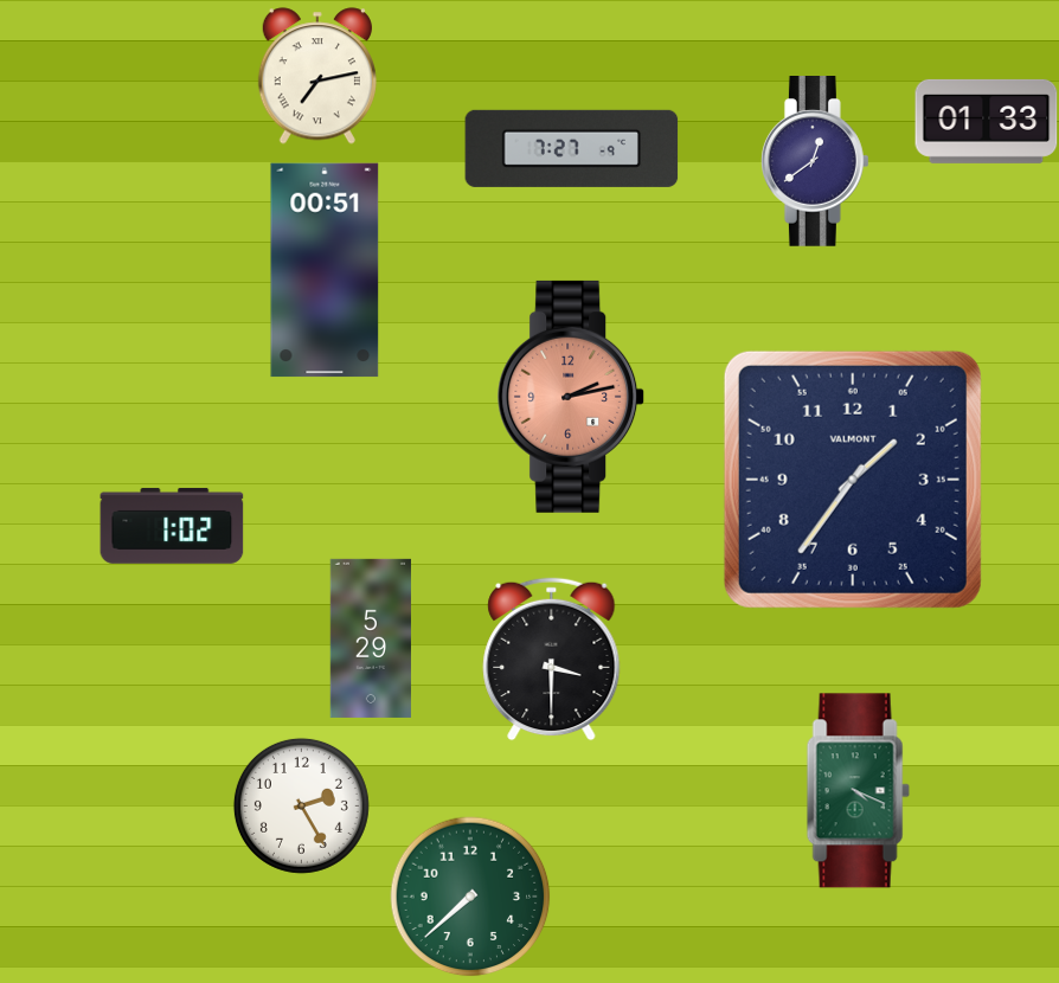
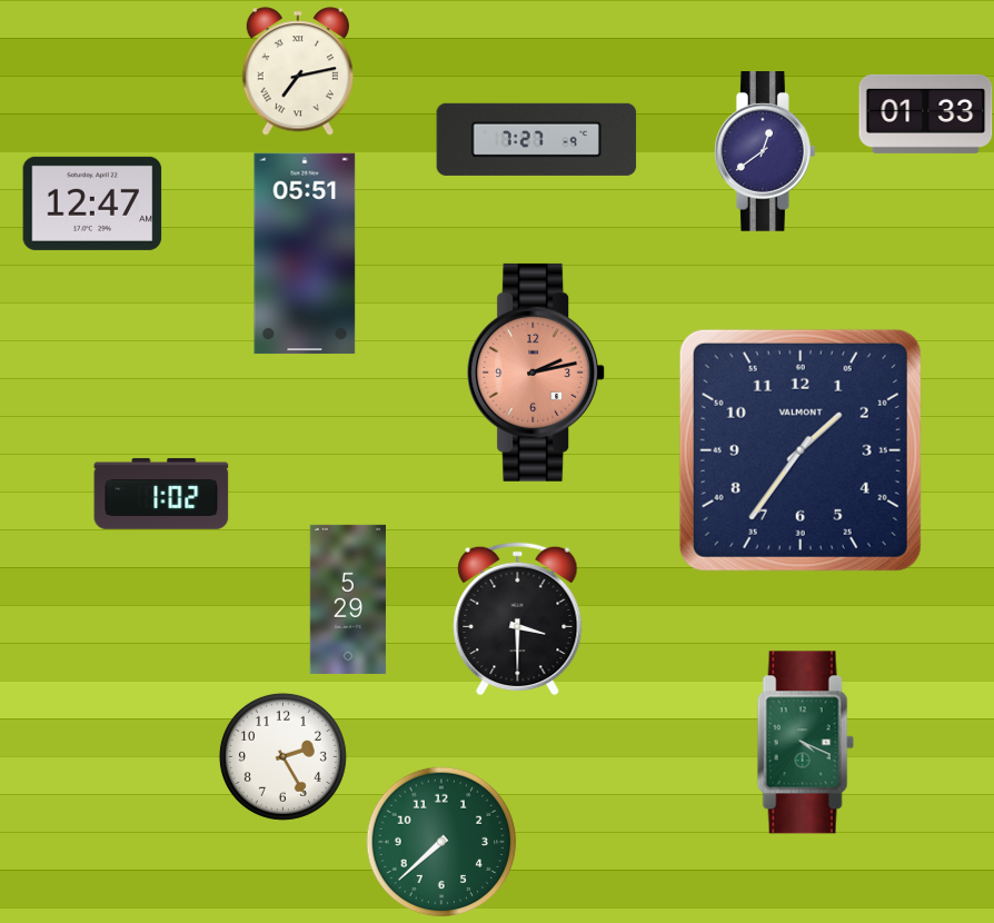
clock at (92, 204): none -> 12:47
clock at (325, 270): 00:51 -> 05:51
